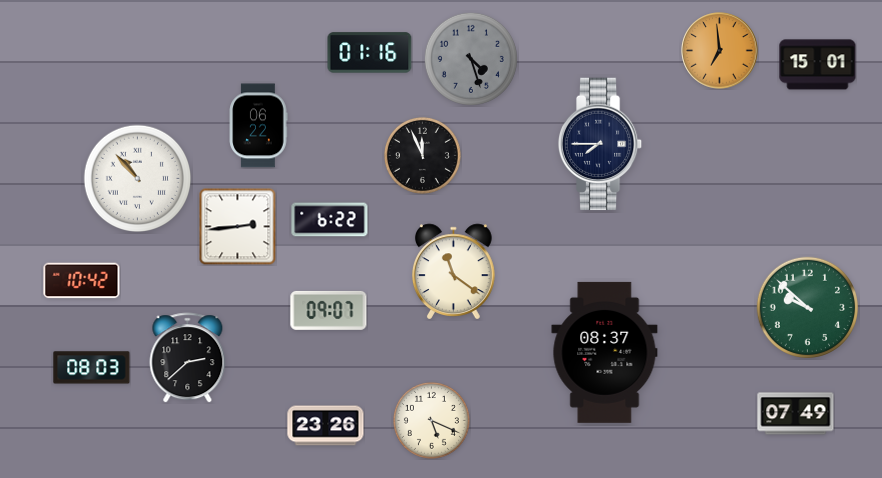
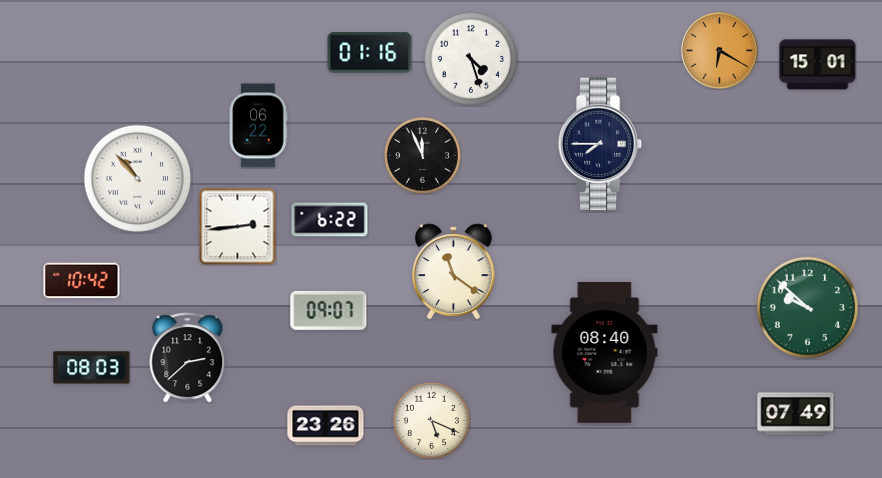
clock at (720, 51): 6:59 -> 6:20
clock at (471, 59) dial: grey -> white
clock at (605, 352): 08:37 -> 08:40
